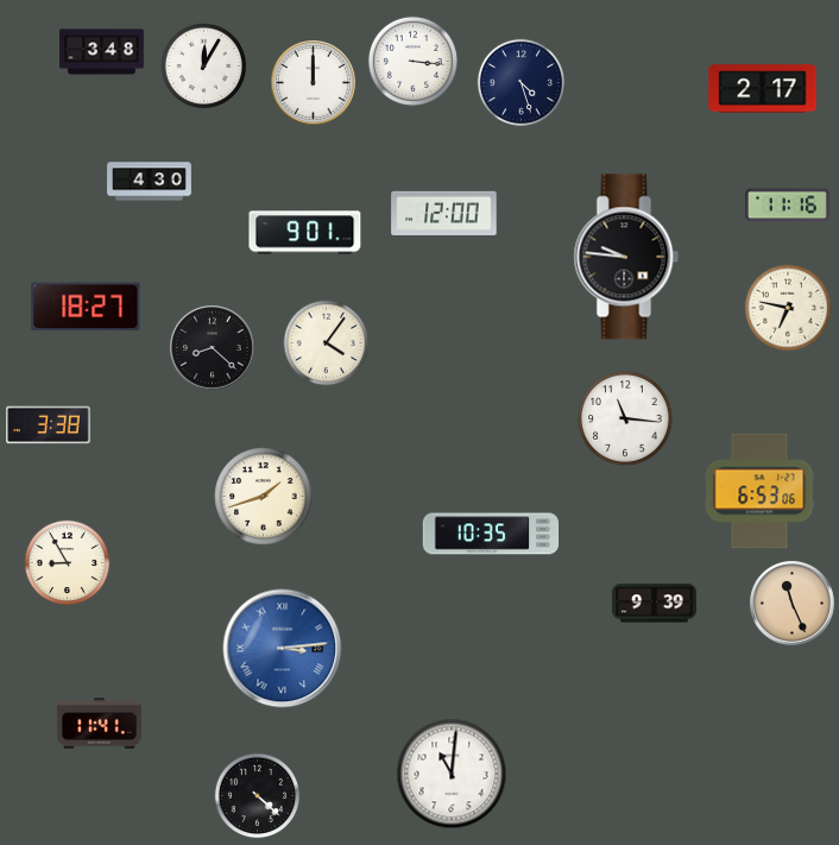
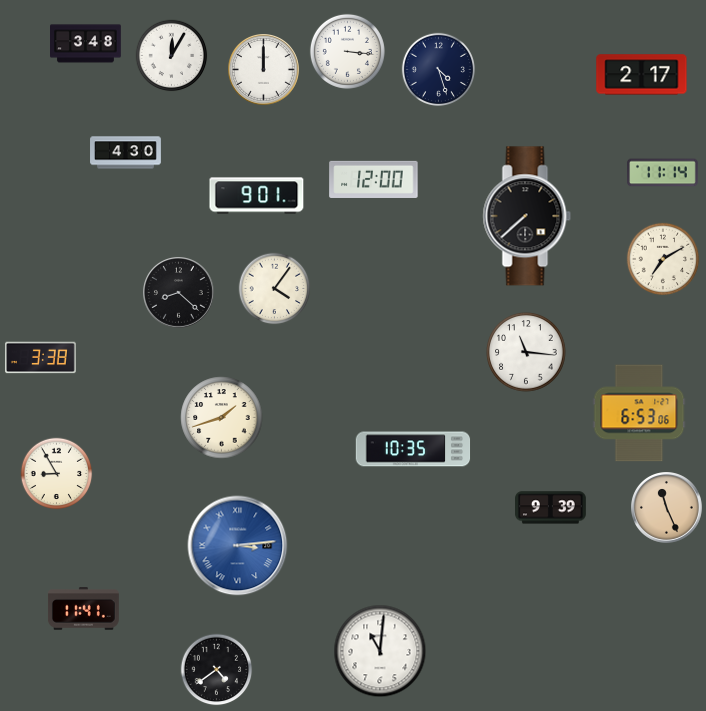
clock at (788, 206): 11:16 -> 11:14
clock at (626, 257): 9:46 -> 7:38
clock at (86, 307): 18:27 -> none
clock at (788, 308): 6:47 -> 7:10
clock at (258, 796): 4:22 -> 4:39
